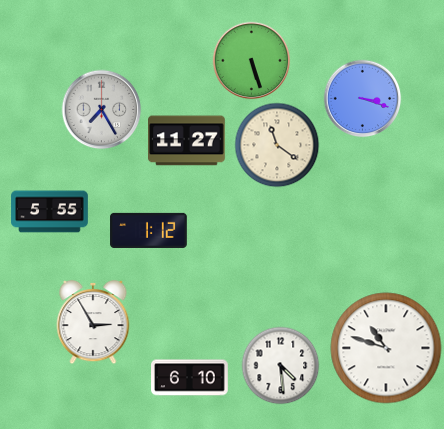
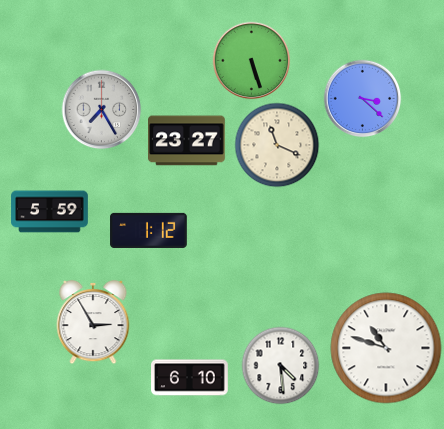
clock at (362, 98): 3:18 -> 3:22
clock at (187, 141): 11:27 -> 23:27
clock at (277, 145): 11:21 -> 11:19
clock at (50, 212): 5:55 -> 5:59
